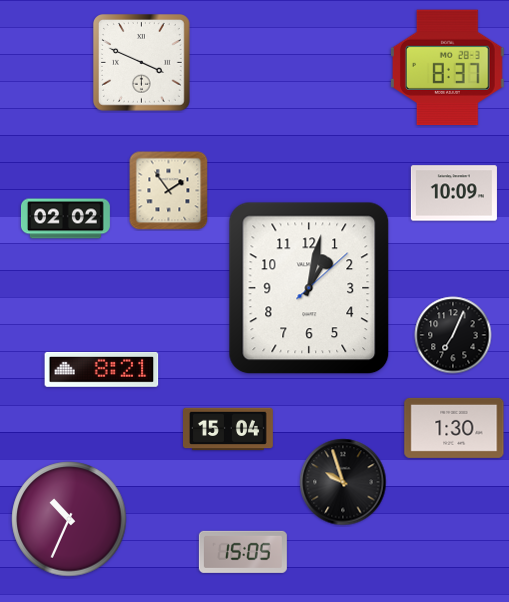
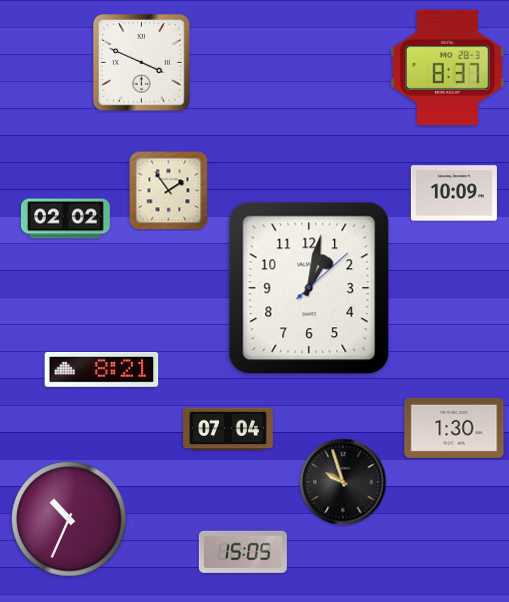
clock at (453, 335): 7:04 -> none
clock at (229, 429): 15:04 -> 07:04
